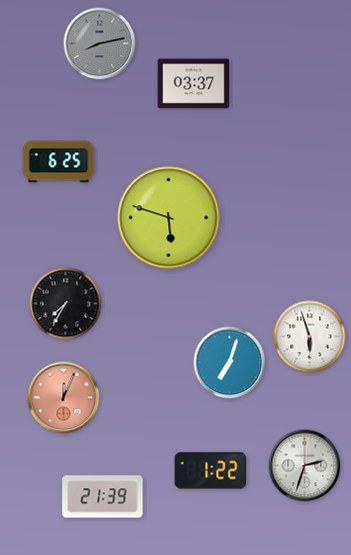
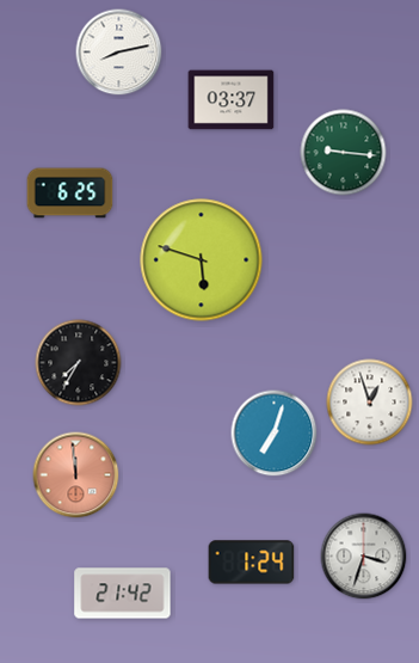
clock at (100, 44) dial: grey -> white
clock at (344, 153): none -> 9:16
clock at (310, 337): 5:57 -> 12:57
clock at (64, 398): 12:04 -> 11:59
clock at (305, 466): 2:33 -> 3:33
clock at (211, 471): 1:22 -> 1:24
clock at (103, 497): 21:39 -> 21:42
